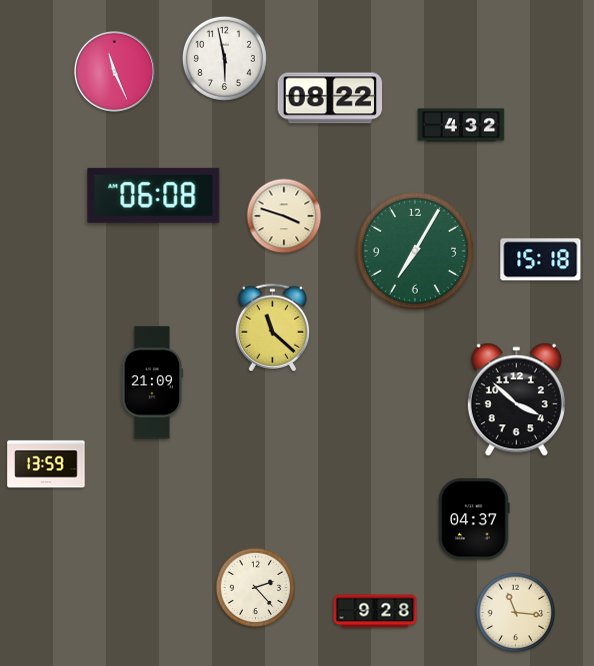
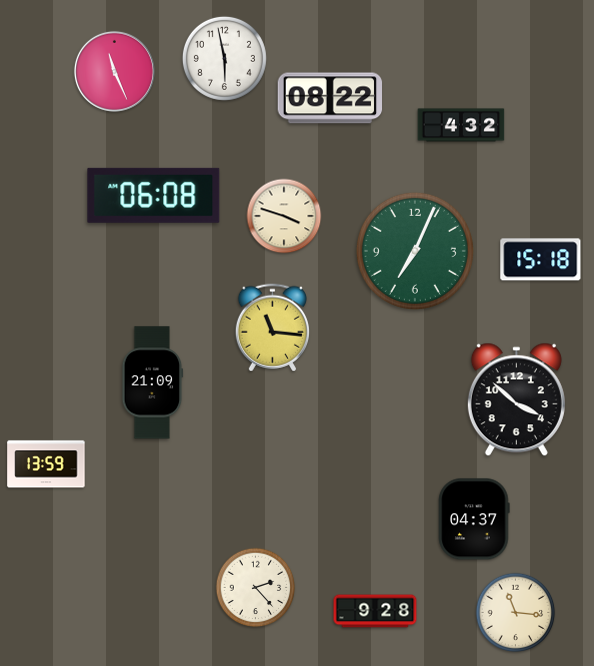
clock at (415, 251): 7:05 -> 7:04
clock at (272, 328): 11:22 -> 11:16
